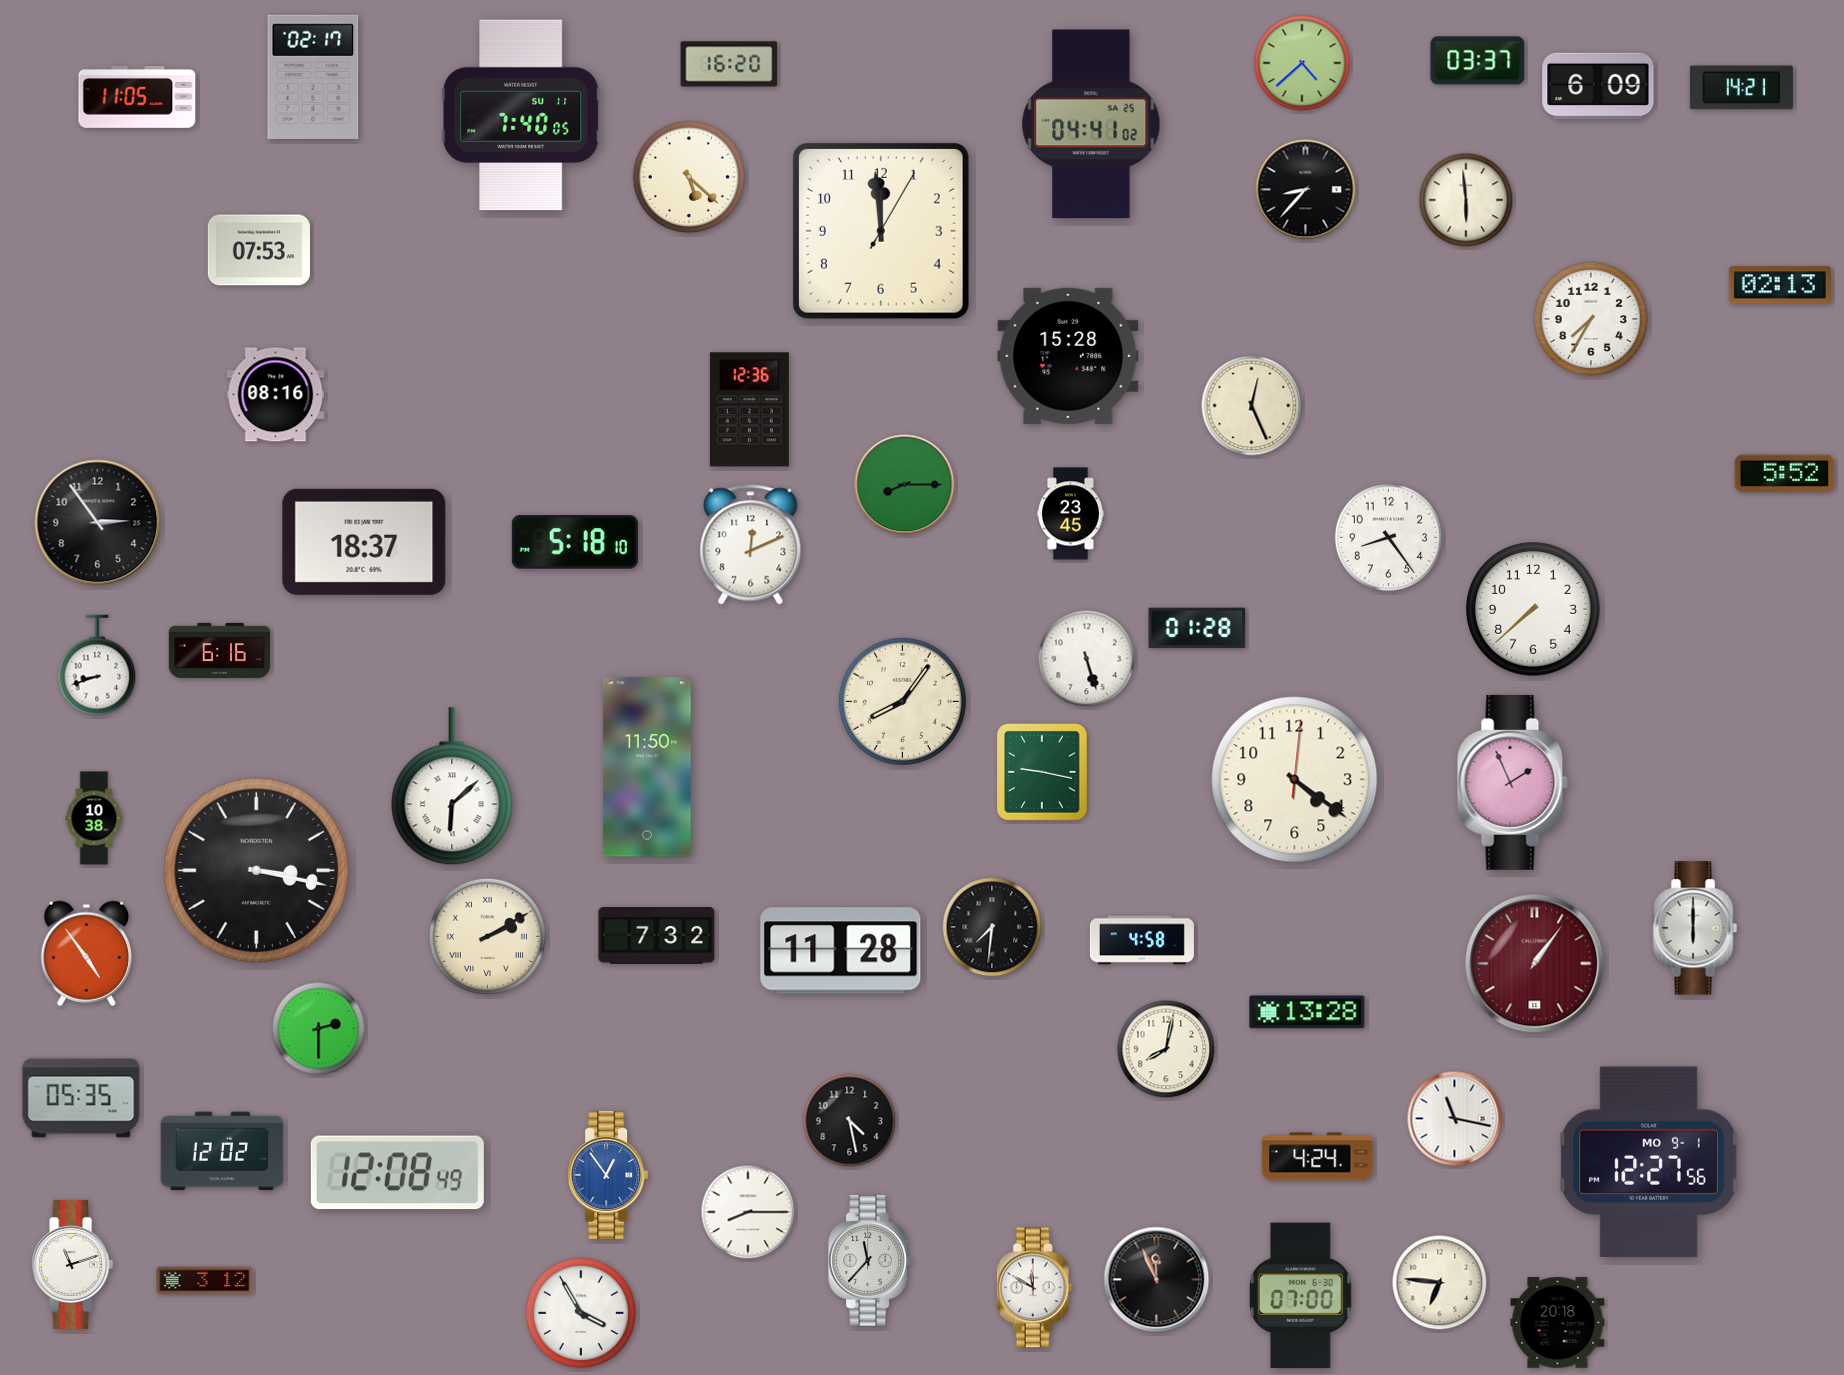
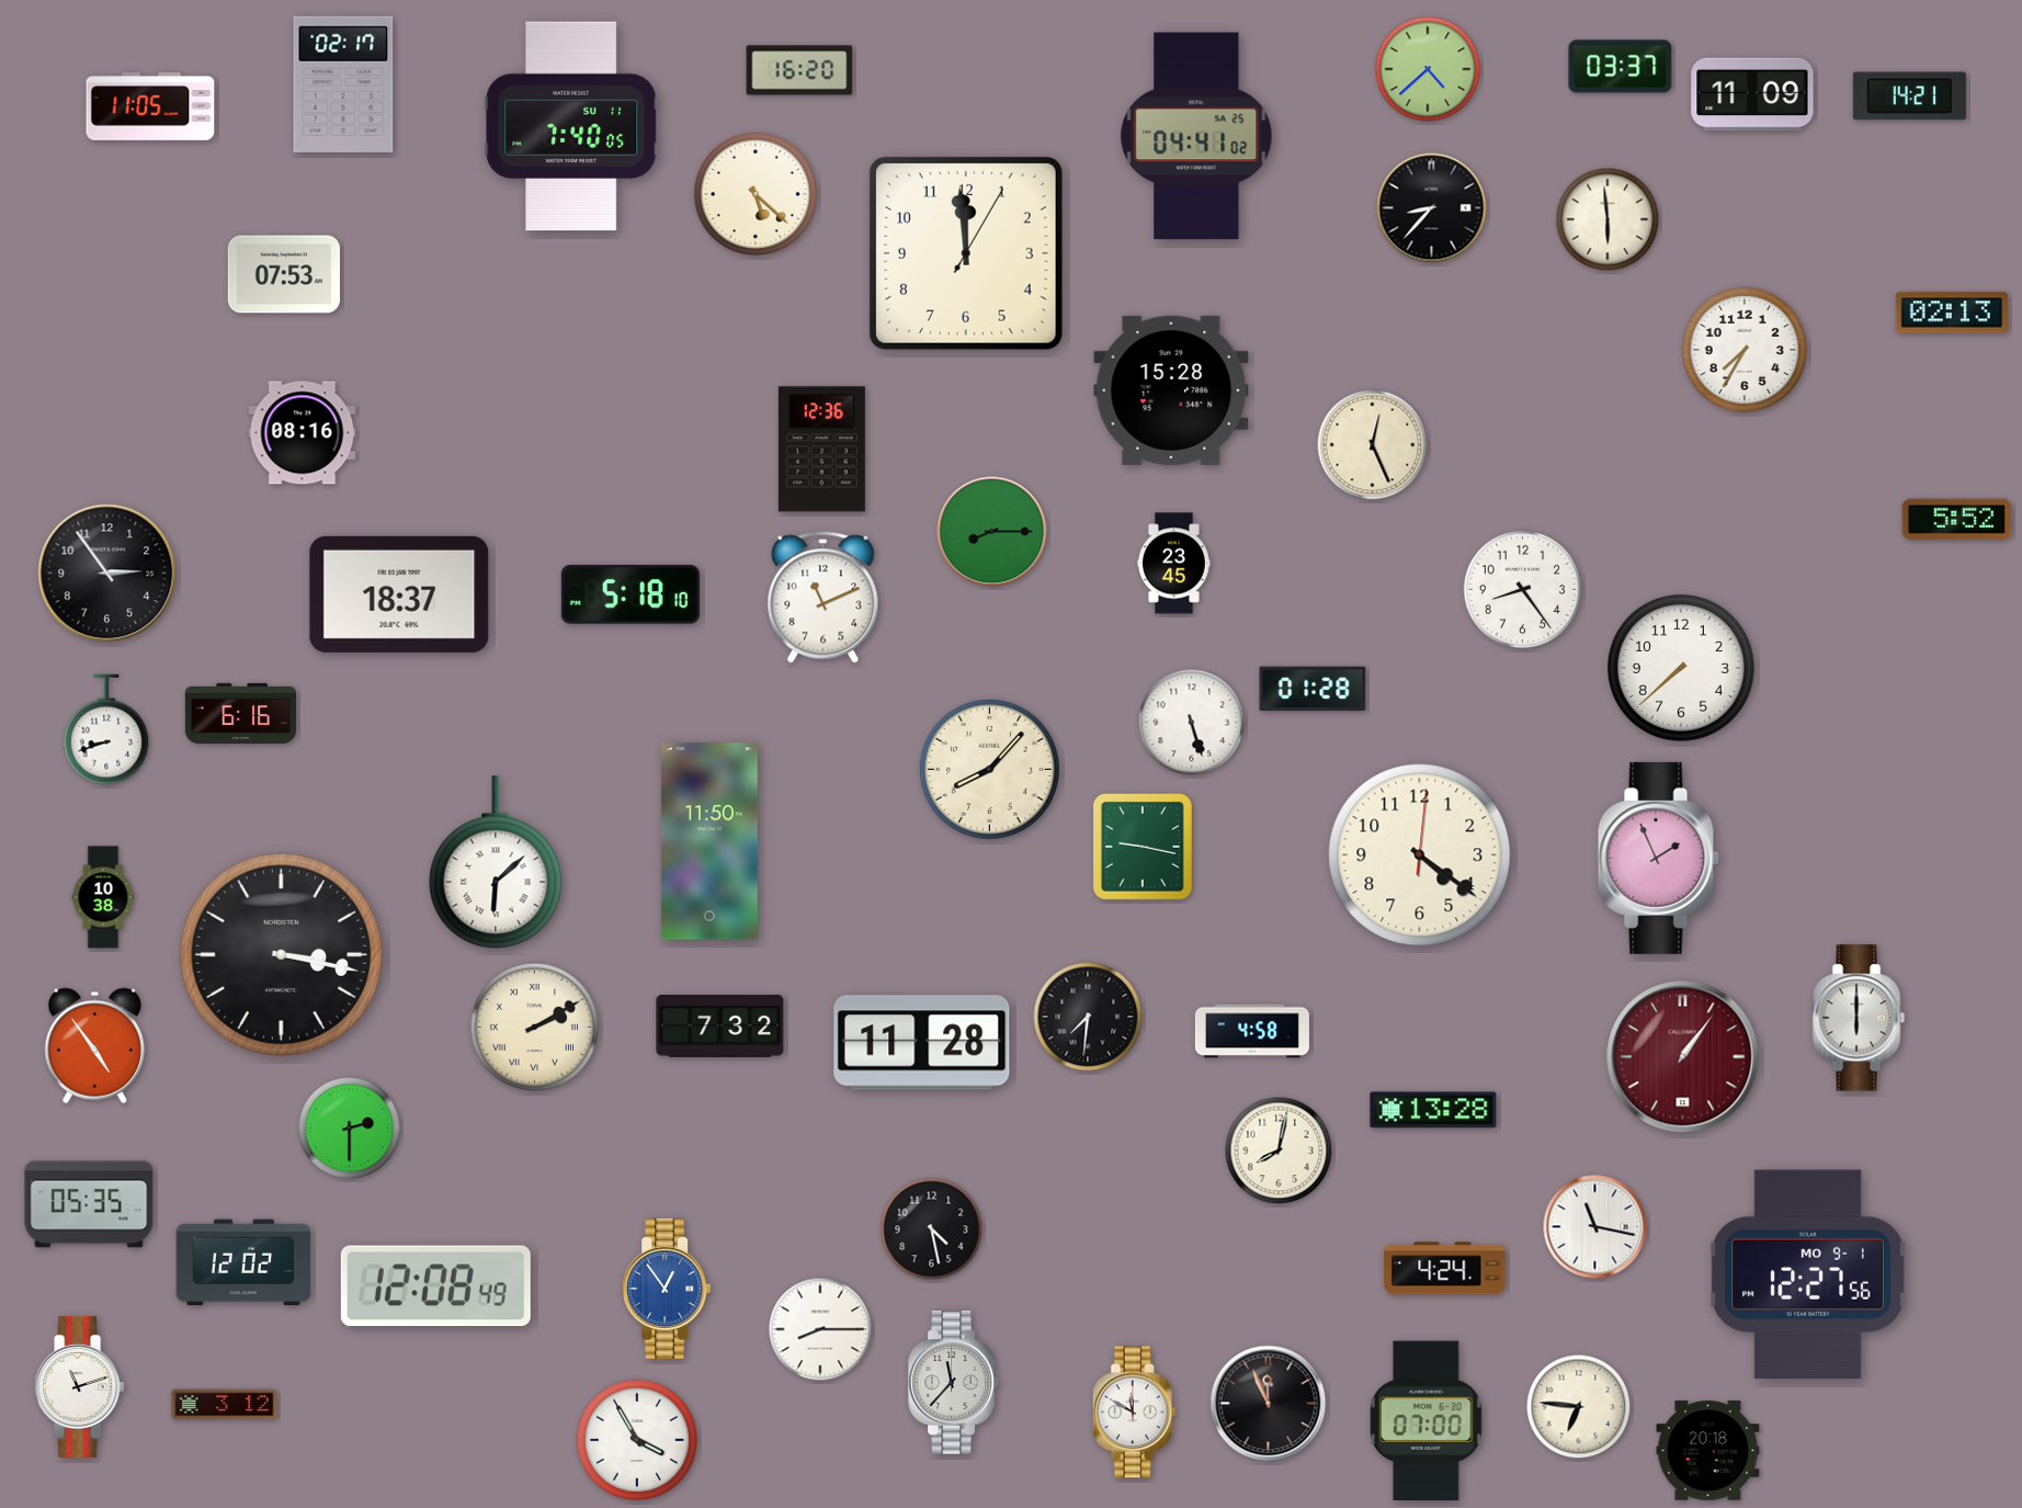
clock at (1598, 86): 6:09 -> 11:09
clock at (751, 545): 12:11 -> 11:11
clock at (902, 701): 8:06 -> 8:07
